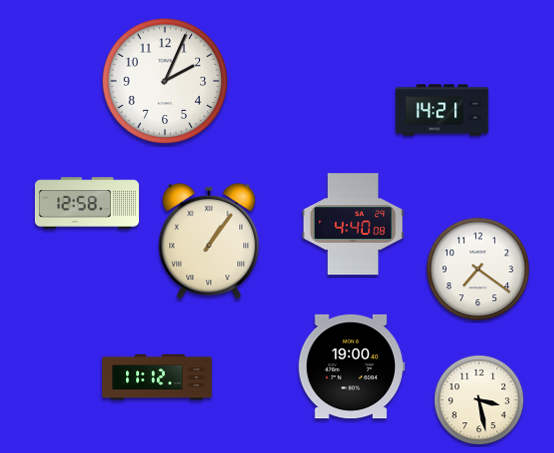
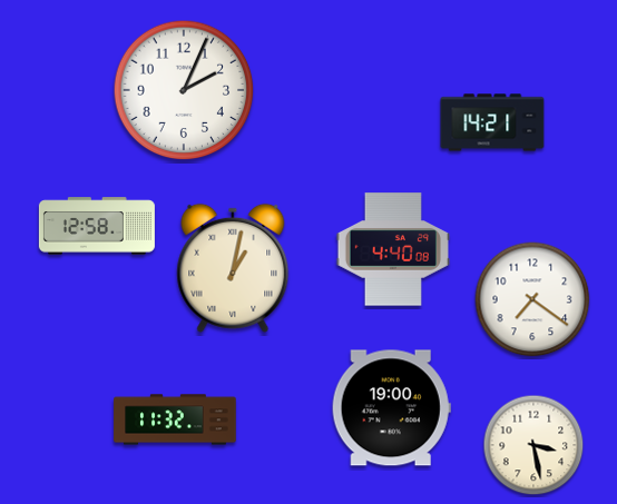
clock at (209, 241): 1:06 -> 1:02
clock at (157, 377): 11:12 -> 11:32
